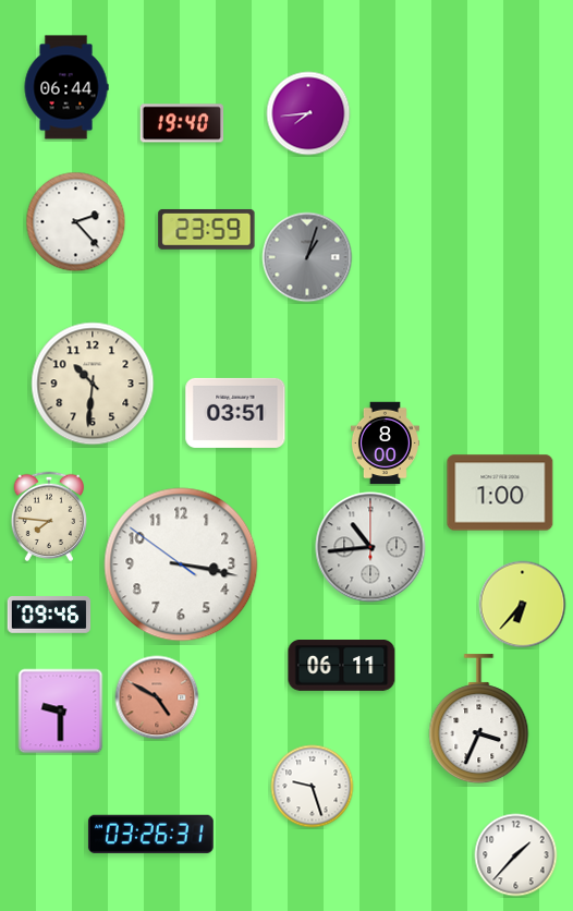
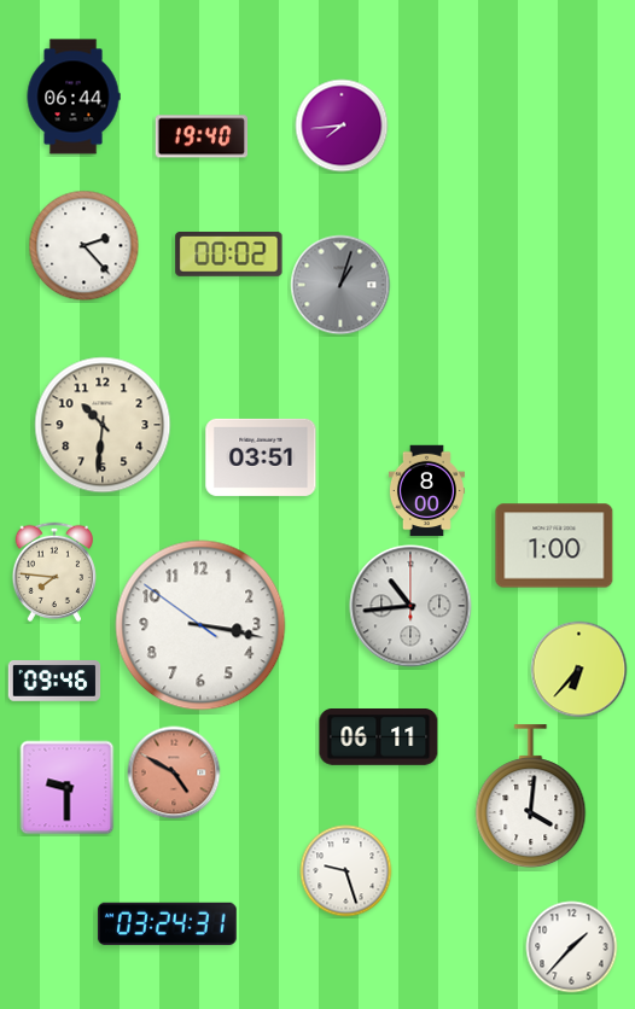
clock at (207, 229): 23:59 -> 00:02
clock at (479, 719): 3:34 -> 4:01
clock at (150, 834): 03:26 -> 03:24
